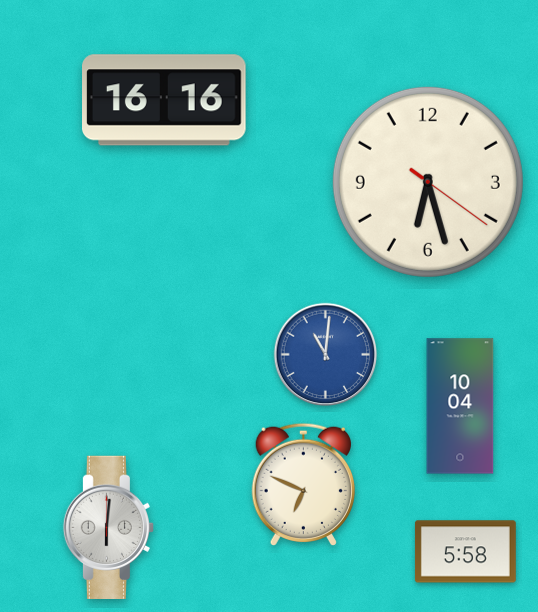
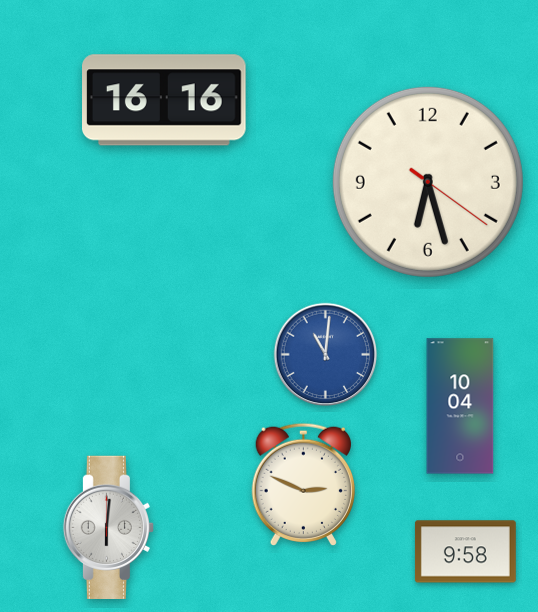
clock at (303, 484): 6:49 -> 2:49
clock at (465, 552): 5:58 -> 9:58
